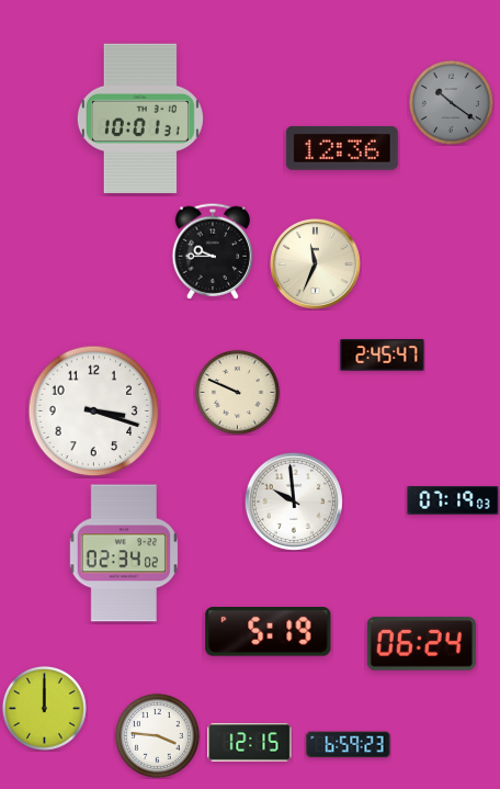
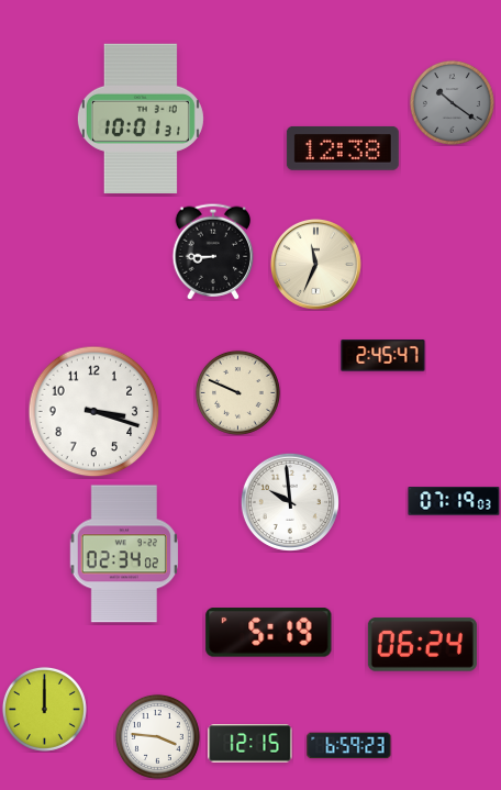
clock at (342, 148): 12:36 -> 12:38
clock at (213, 251): 9:45 -> 8:45
clock at (294, 501) position: (294, 501) -> (290, 502)
